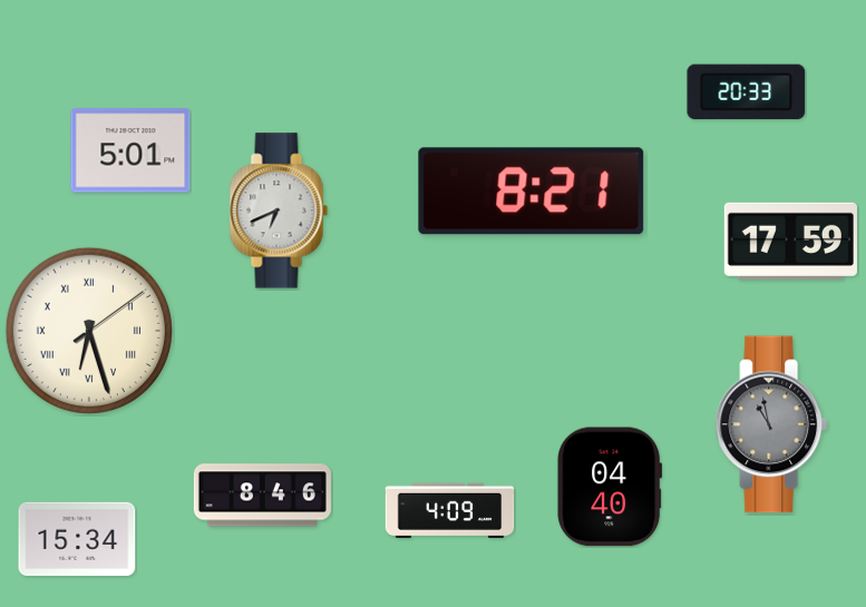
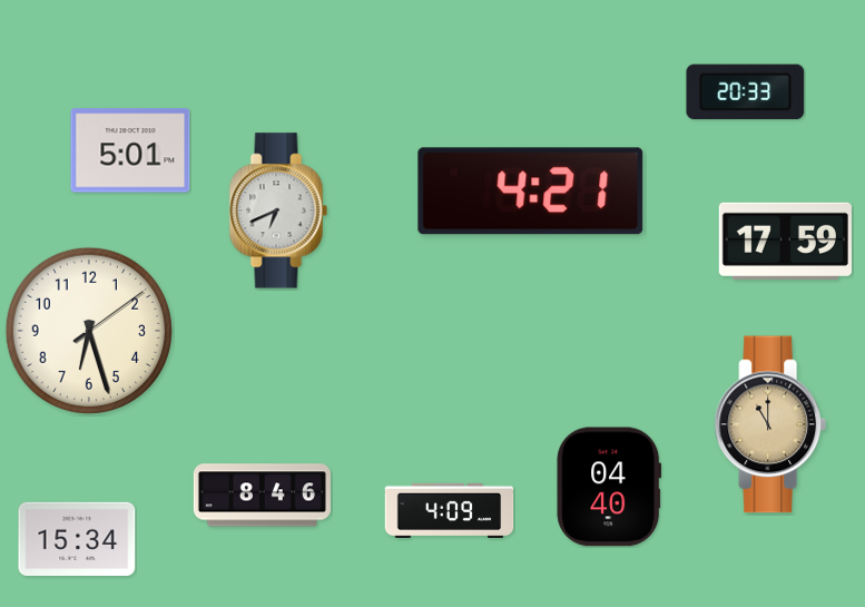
clock at (532, 192): 8:21 -> 4:21
clock at (790, 241) position: (790, 241) -> (785, 241)
clock at (89, 331) numerals: Roman -> Arabic
clock at (771, 424): 10:58 -> 11:00
clock at (771, 424) dial: grey -> champagne
